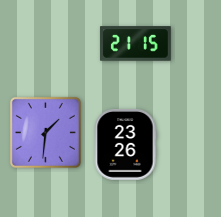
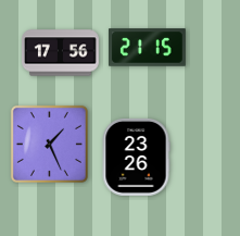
clock at (61, 53): none -> 17:56
clock at (45, 132): 1:31 -> 1:26
